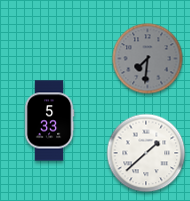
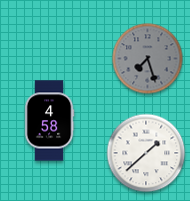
clock at (148, 59): 7:31 -> 7:27
clock at (49, 121): 5:33 -> 4:58
